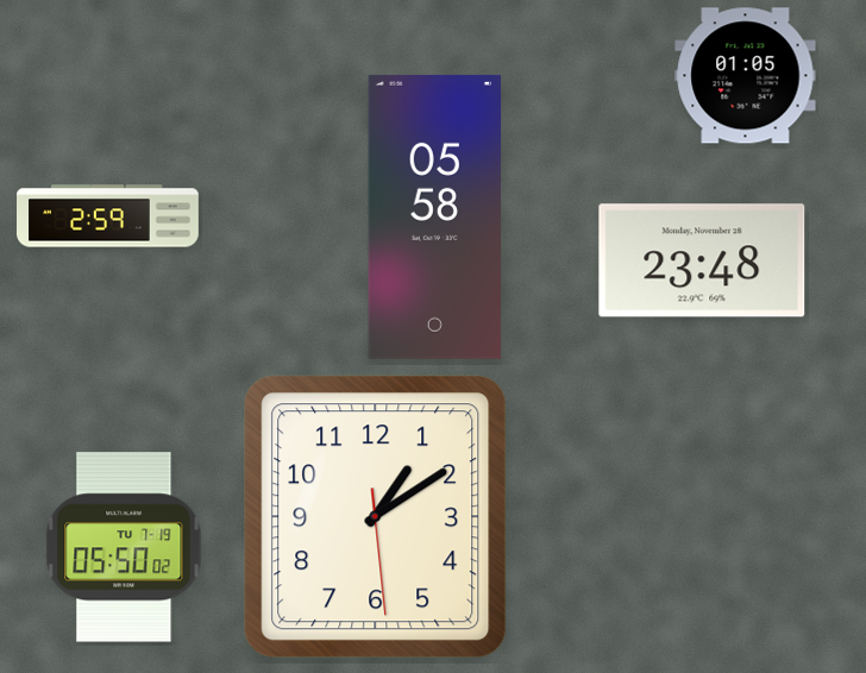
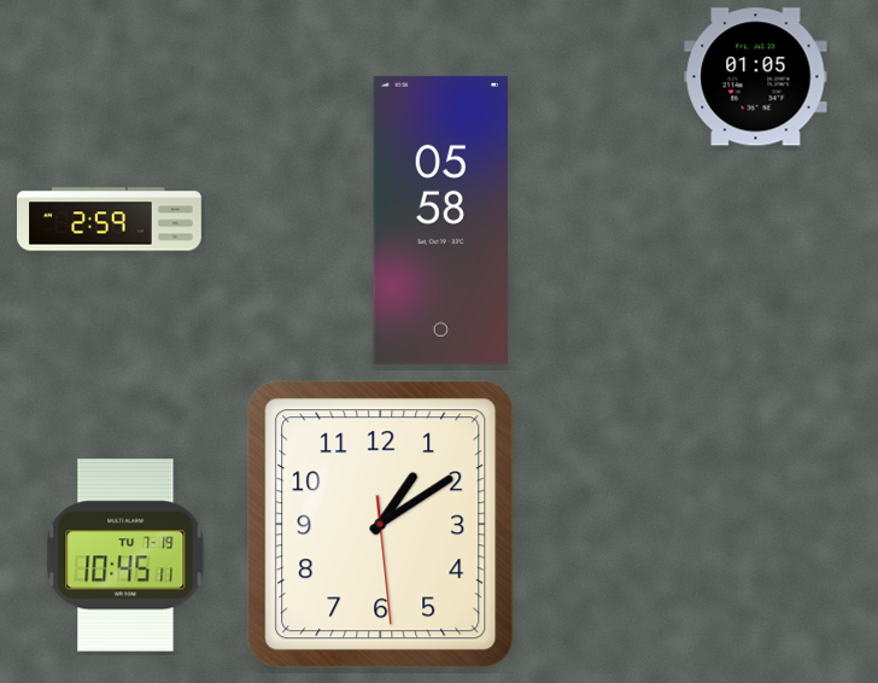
clock at (702, 260): 23:48 -> none
clock at (124, 547): 05:50 -> 10:45
